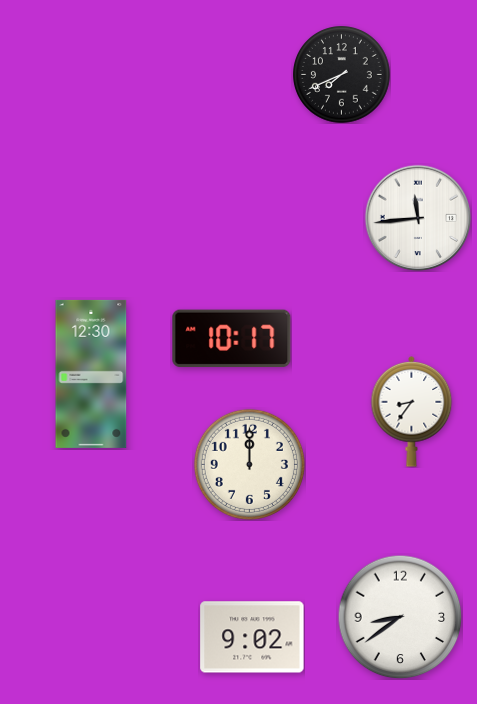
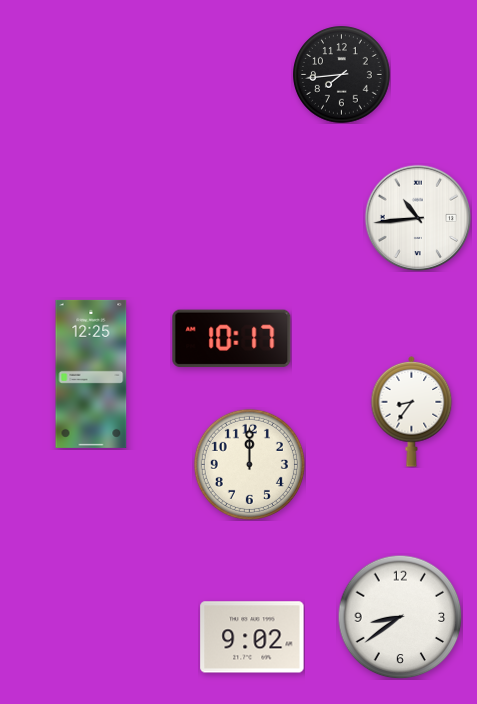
clock at (342, 75): 7:41 -> 7:44
clock at (418, 218): 11:44 -> 10:44
clock at (91, 374): 12:30 -> 12:25
